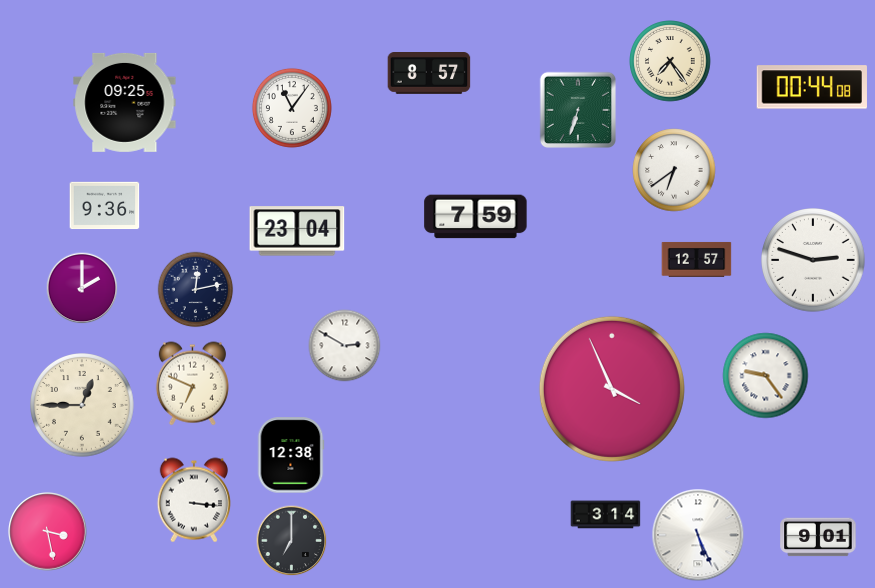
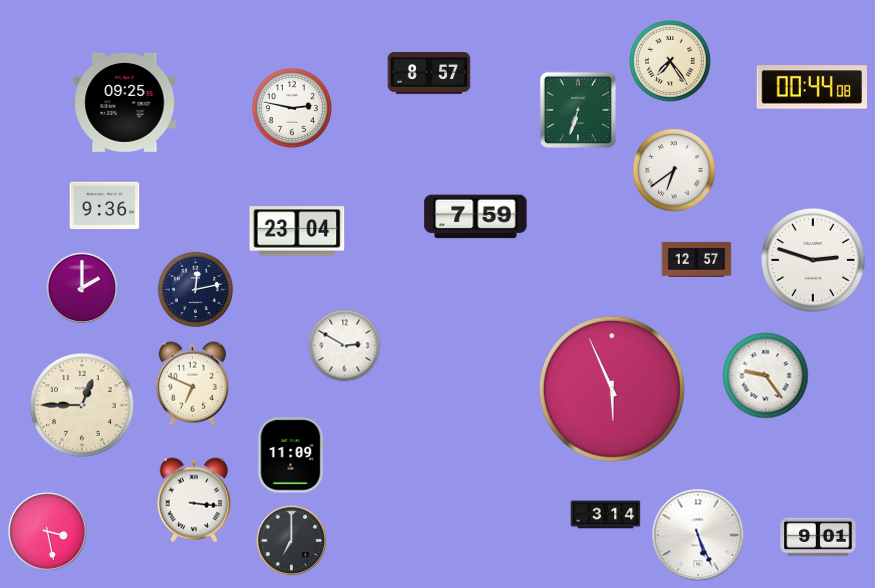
clock at (292, 108): 11:06 -> 2:47
clock at (612, 389): 3:56 -> 5:56
clock at (291, 455): 12:38 -> 11:09
